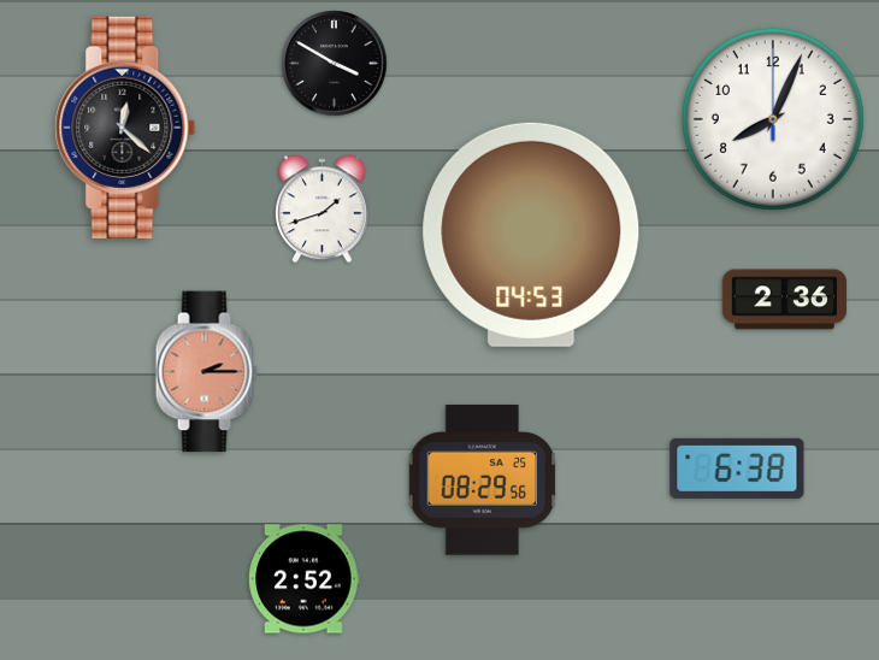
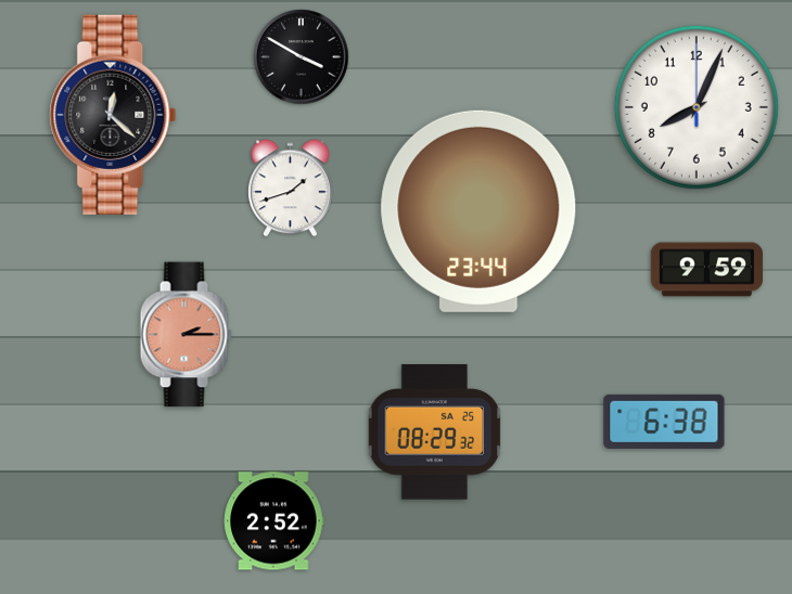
clock at (531, 235): 04:53 -> 23:44
clock at (785, 300): 2:36 -> 9:59
clock at (483, 481): 08:29:56 -> 08:29:32
